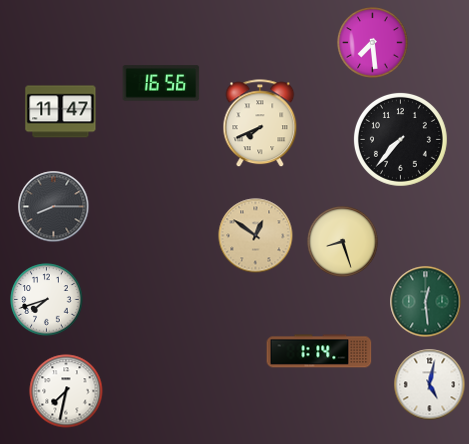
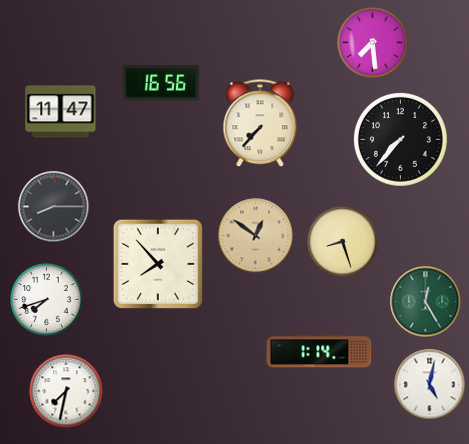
clock at (260, 124): 7:41 -> 7:37
clock at (157, 263): none -> 7:53
clock at (426, 302): 12:29 -> 12:25
